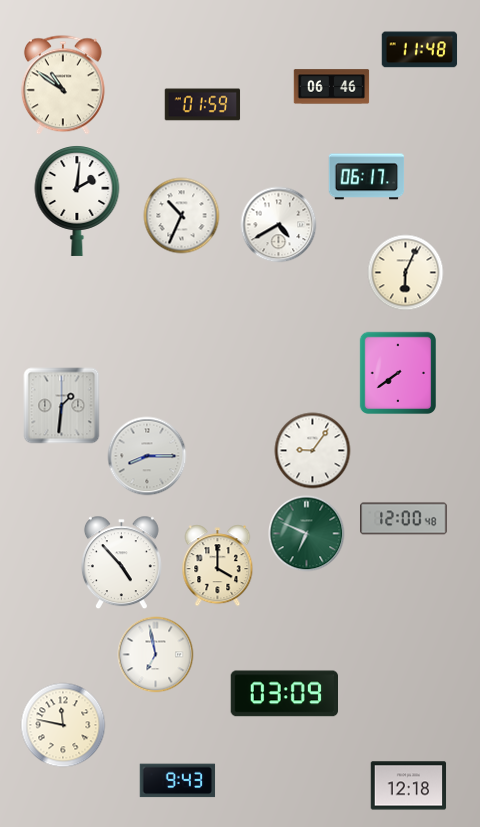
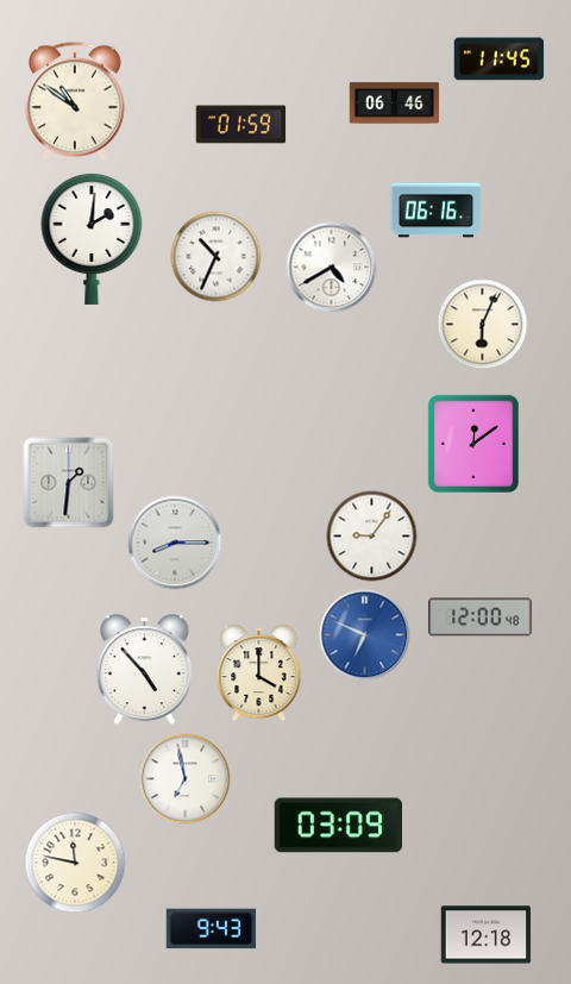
clock at (420, 50): 11:48 -> 11:45
clock at (367, 177): 06:17 -> 06:16
clock at (397, 372): 7:39 -> 12:09
clock at (62, 406) position: (62, 406) -> (69, 483)
clock at (307, 534) dial: green -> blue
